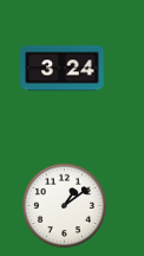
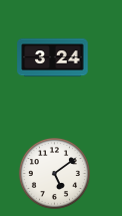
clock at (64, 205): 1:09 -> 5:09
